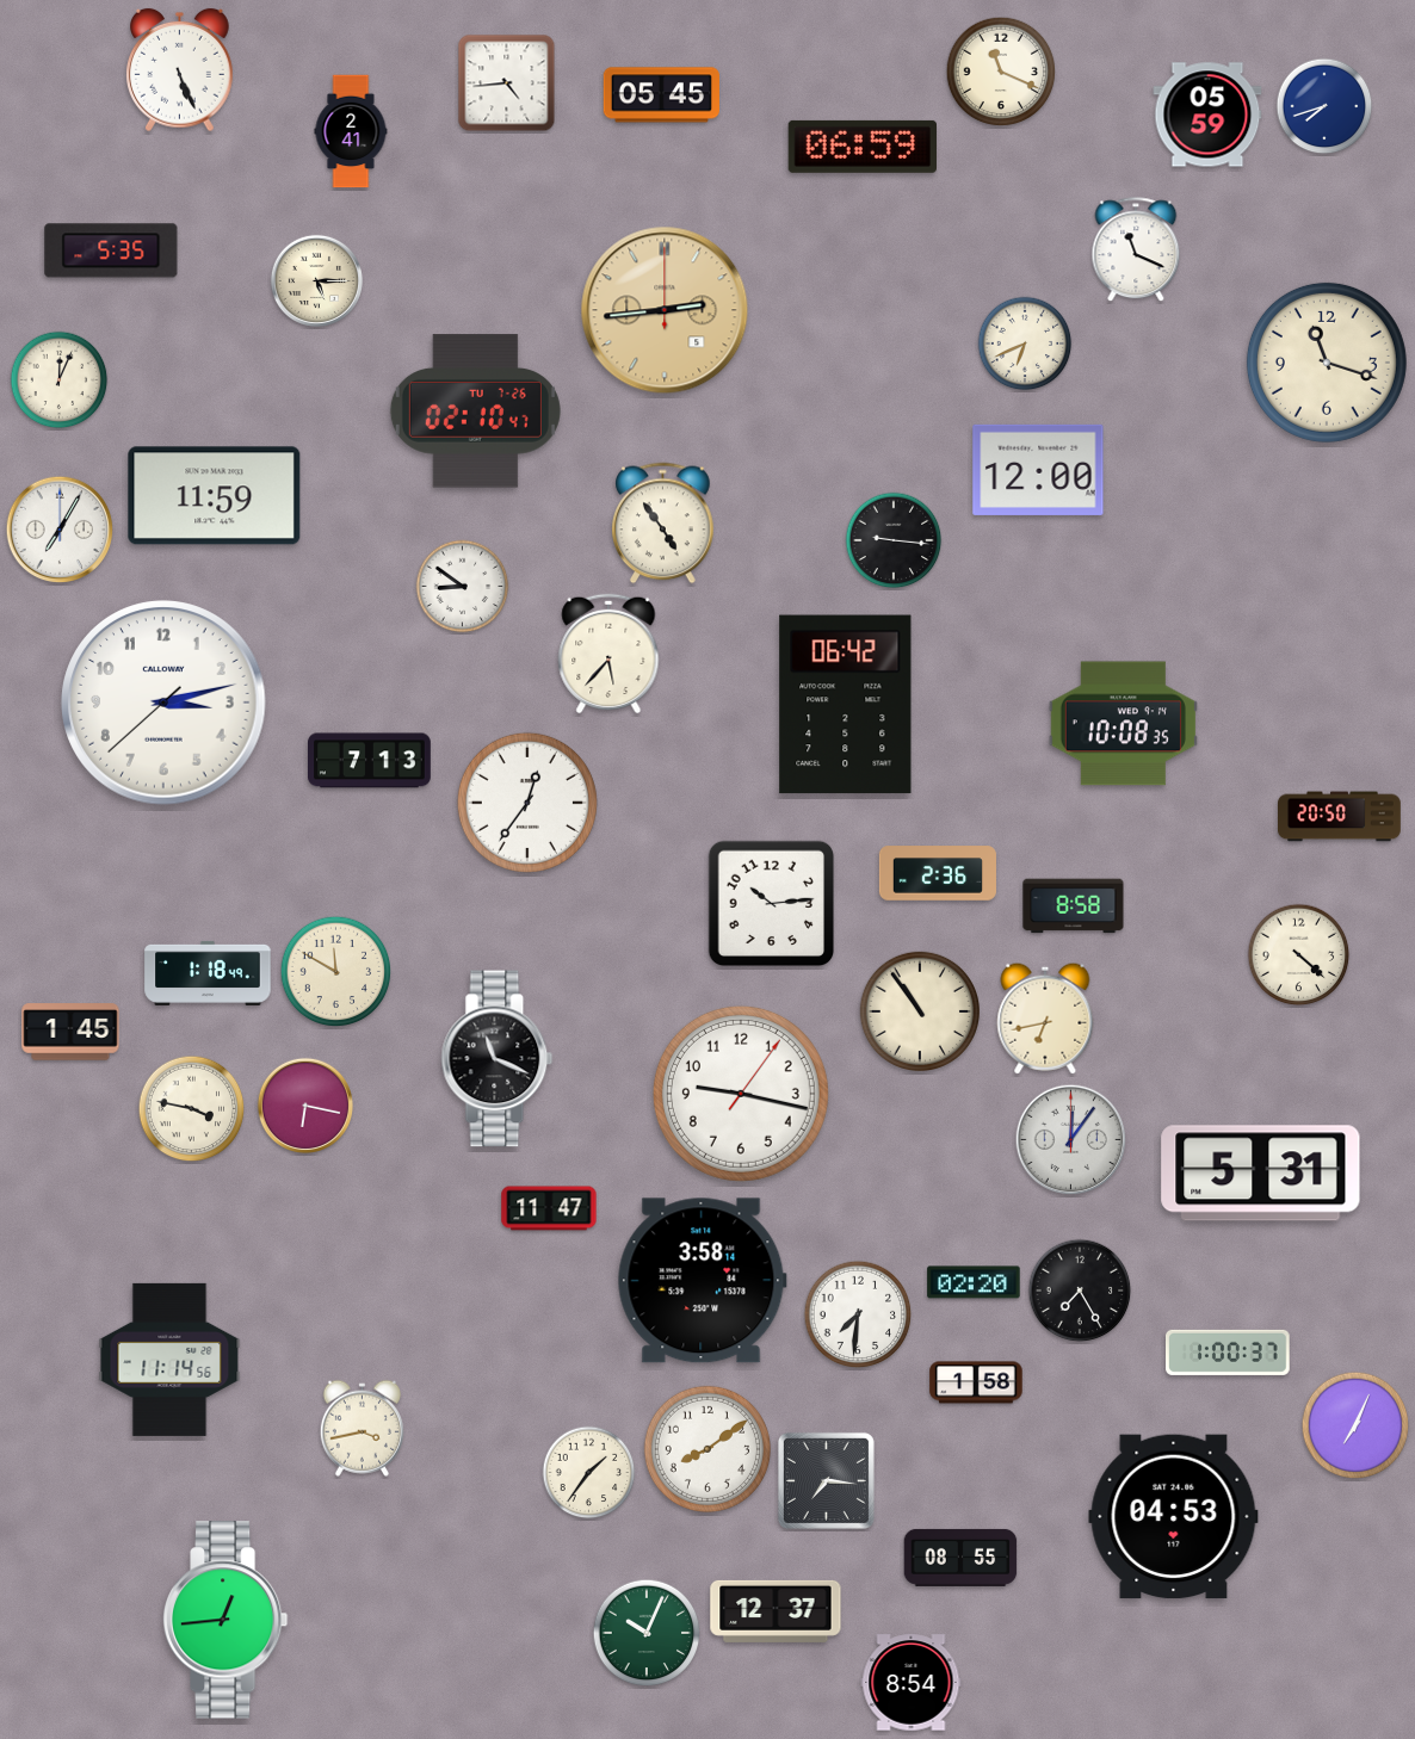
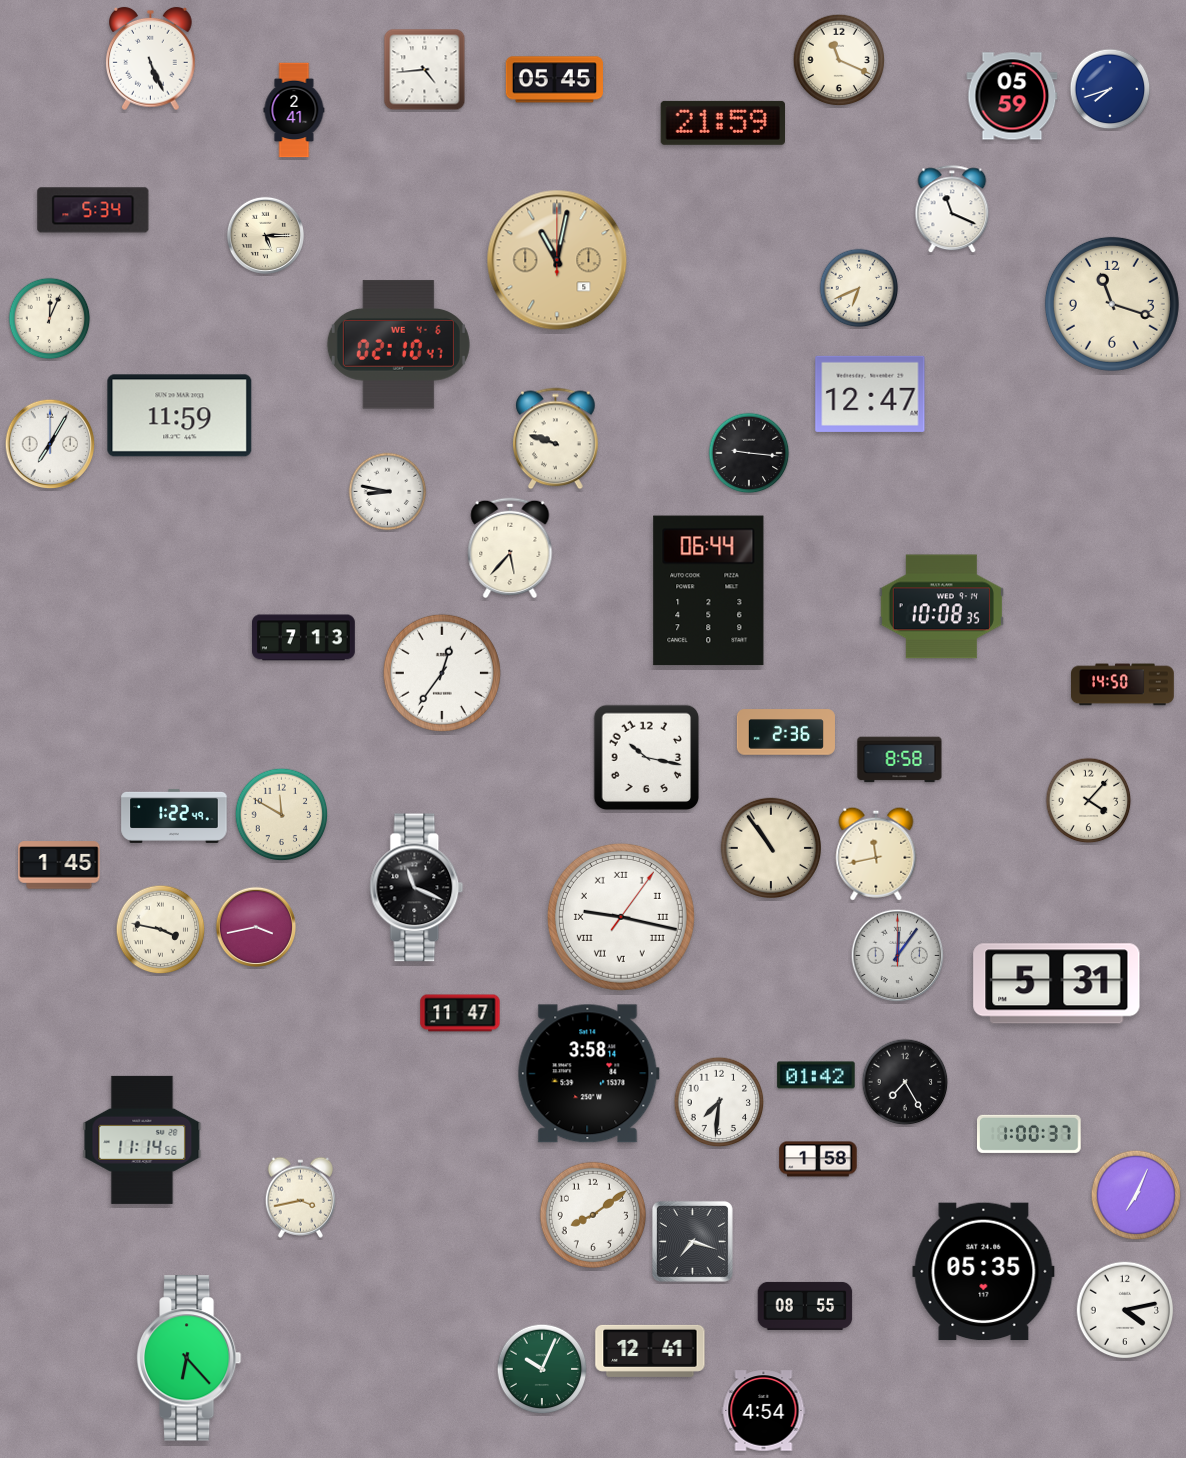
clock at (861, 147): 06:59 -> 21:59
clock at (111, 250): 5:35 -> 5:34
clock at (665, 310): 2:44 -> 11:02
clock at (475, 411) date: TU 7-26 -> WE 4-6
clock at (1038, 470): 12:00 -> 12:47
clock at (663, 524): 4:54 -> 9:48
clock at (463, 587): 8:51 -> 8:47
clock at (163, 703): 3:12 -> none
clock at (846, 705): 06:42 -> 06:44
clock at (370, 761) position: (370, 761) -> (304, 638)
clock at (1340, 817): 20:50 -> 14:50
clock at (772, 904): 10:14 -> 10:17
clock at (1299, 955): 4:22 -> 4:07
clock at (208, 973): 1:18 -> 1:22
clock at (1045, 1019): 6:43 -> 11:43
clock at (741, 1094) numerals: Arabic -> Roman
clock at (304, 1104): 6:17 -> 3:43
clock at (974, 1282): 02:20 -> 01:42
clock at (362, 1428) position: (362, 1428) -> (300, 1197)
clock at (589, 1473): 1:36 -> none
clock at (826, 1480): 7:16 -> 7:18
clock at (1174, 1517): 04:53 -> 05:35
clock at (1125, 1310): none -> 4:13
clock at (776, 1611): 12:37 -> 12:41
clock at (225, 1620): 12:44 -> 6:23
clock at (912, 1683): 8:54 -> 4:54
